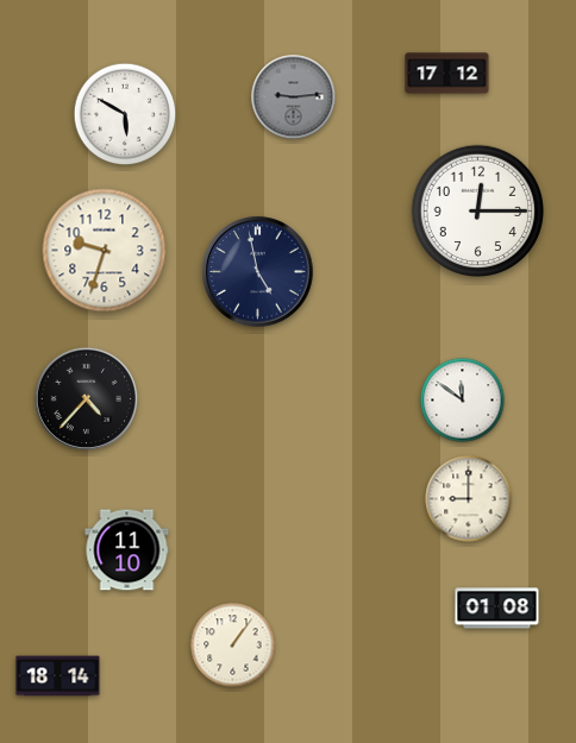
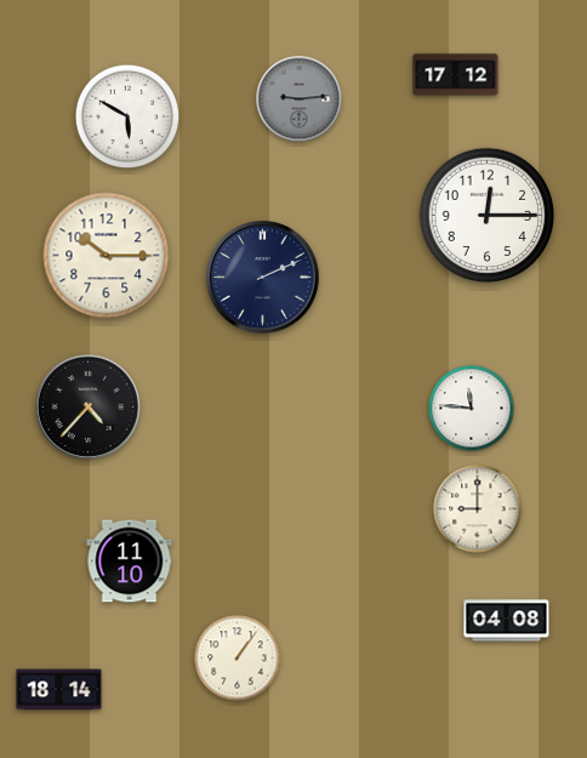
clock at (105, 251): 9:33 -> 10:15
clock at (258, 272): 4:58 -> 2:11
clock at (463, 401): 11:51 -> 11:46
clock at (497, 609): 01:08 -> 04:08
